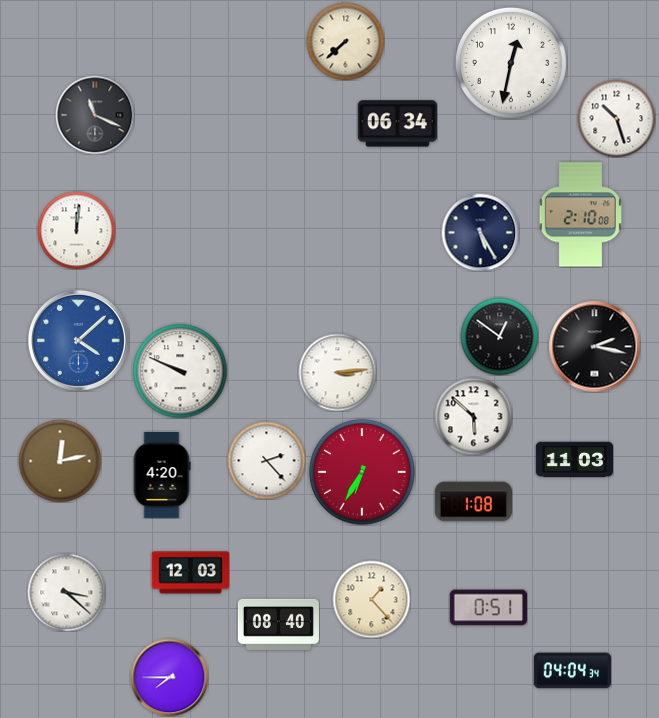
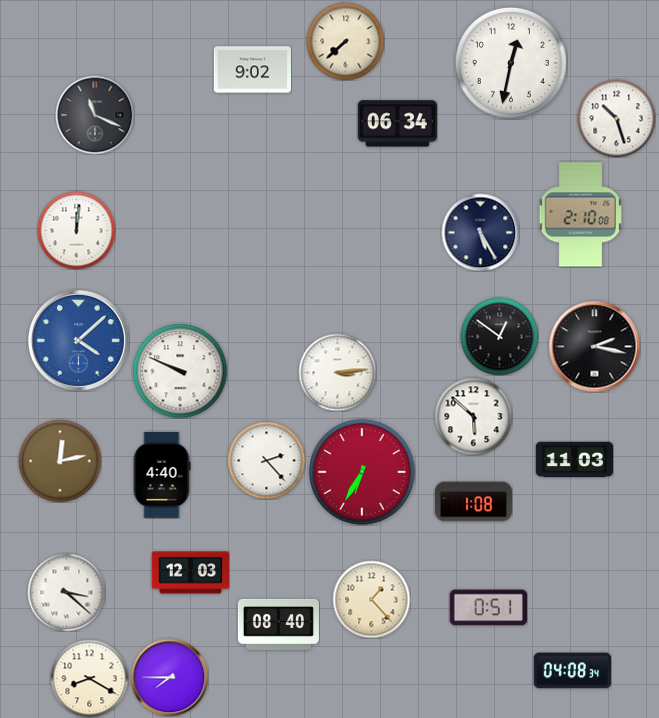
clock at (252, 70): none -> 9:02
clock at (162, 475): 4:20 -> 4:40
clock at (572, 671): 04:04 -> 04:08
clock at (89, 678): none -> 8:20
